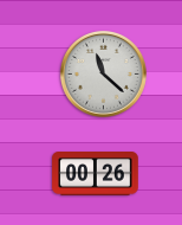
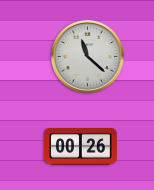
clock at (103, 73) position: (103, 73) -> (87, 56)
